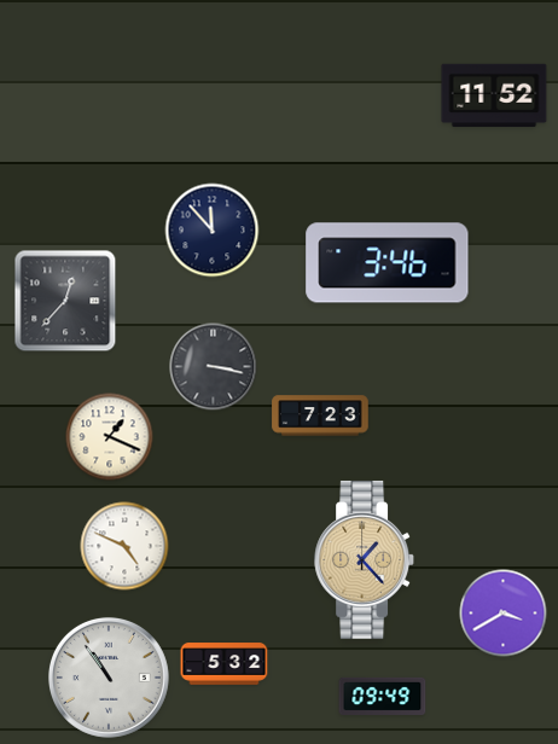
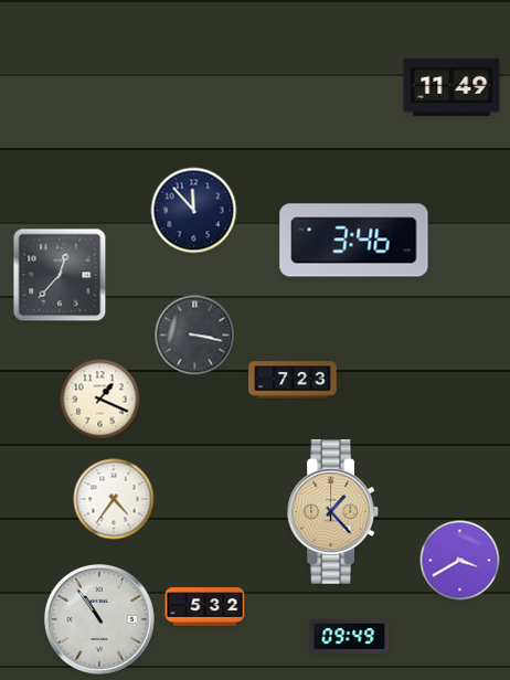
clock at (494, 95): 11:52 -> 11:49
clock at (124, 546): 4:49 -> 4:36
